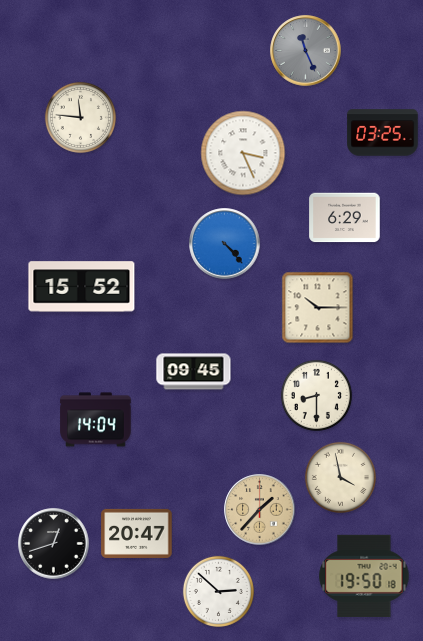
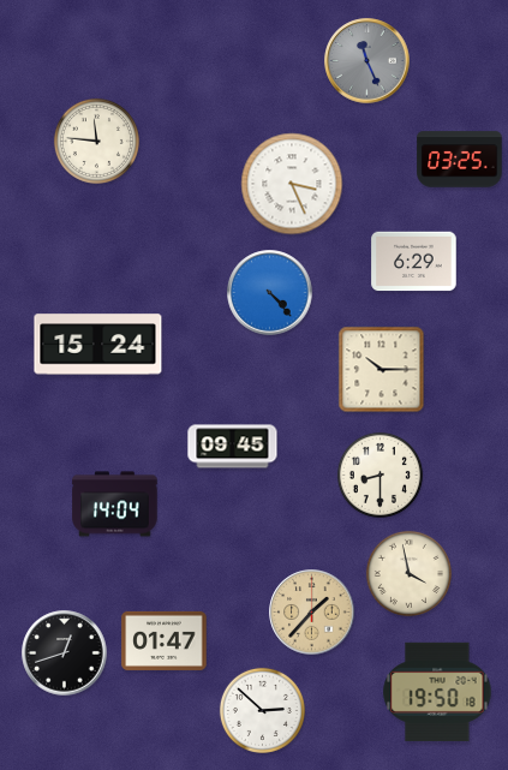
clock at (82, 287): 15:52 -> 15:24
clock at (137, 533): 20:47 -> 01:47
